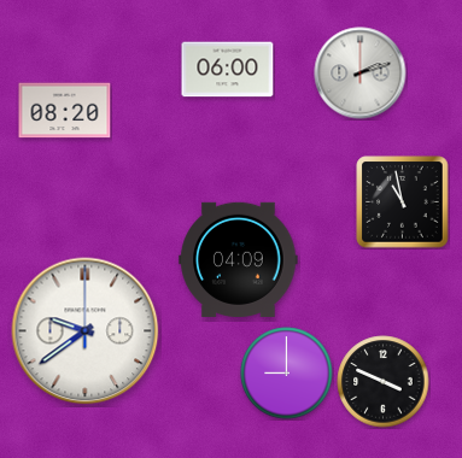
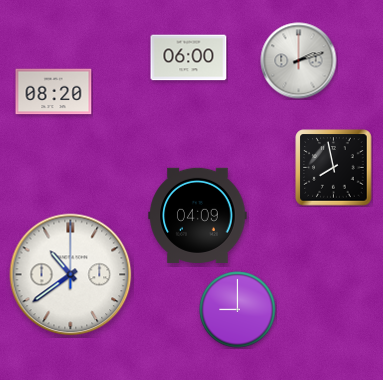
clock at (403, 202): 10:58 -> 7:58
clock at (86, 331): 9:39 -> 10:39
clock at (384, 382): 3:49 -> none
